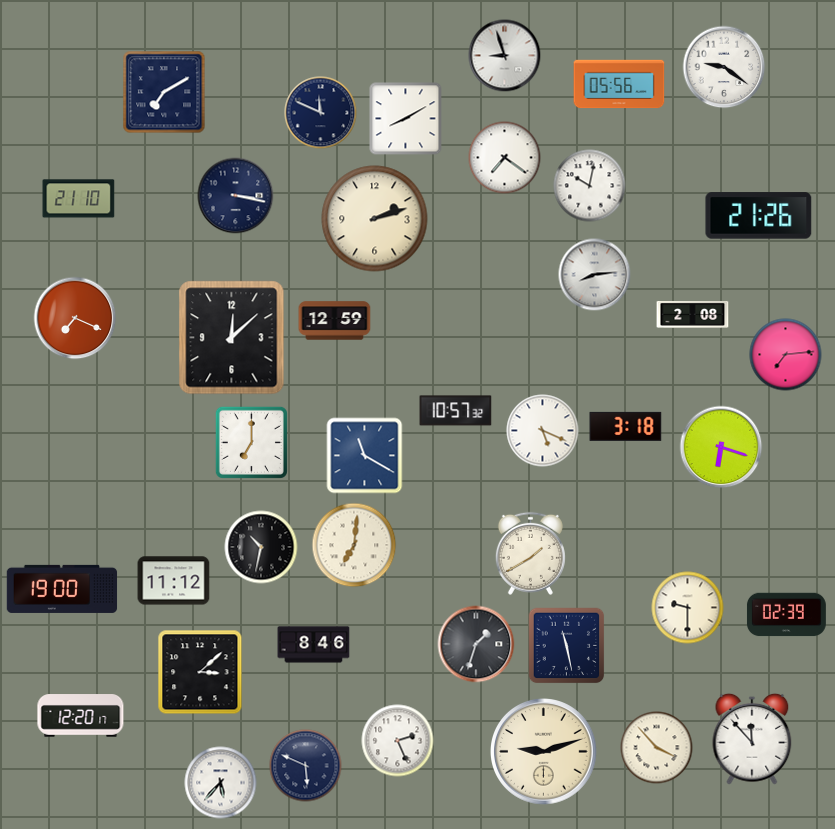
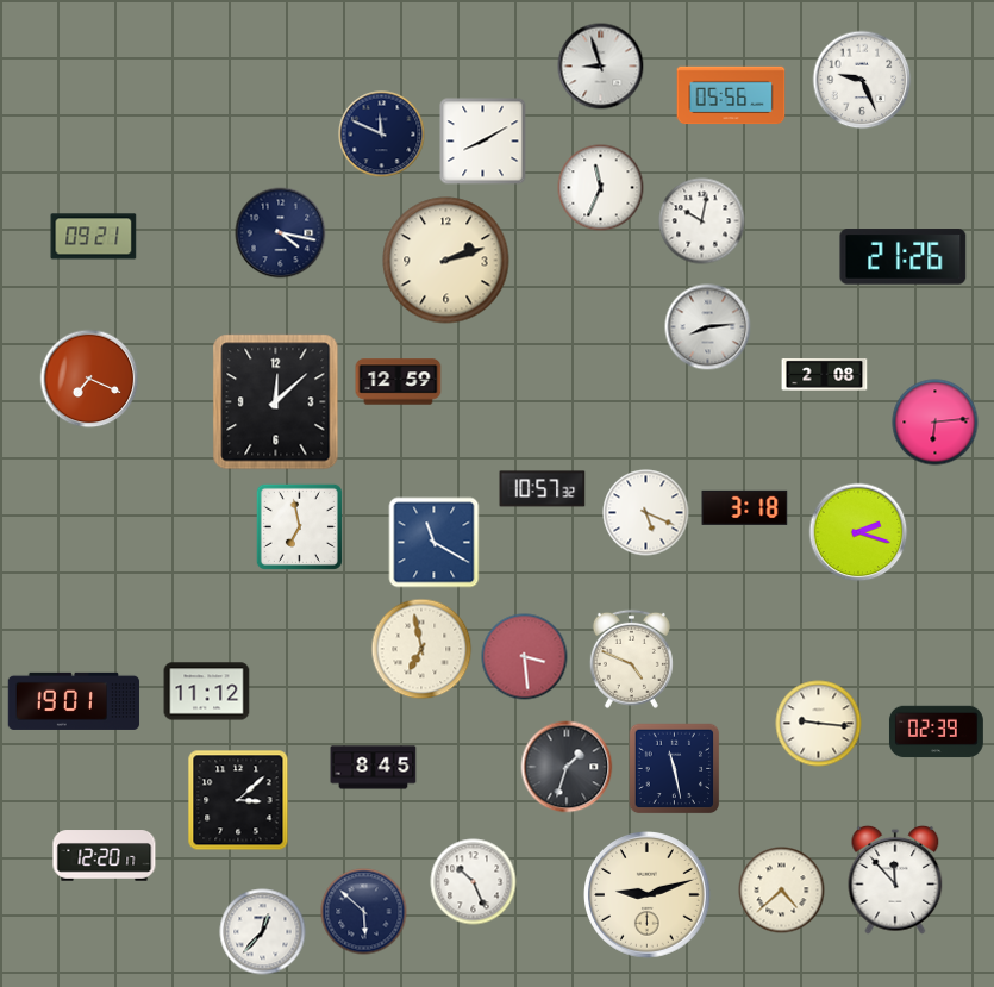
clock at (724, 67): 9:21 -> 9:26
clock at (619, 84) position: (619, 84) -> (731, 95)
clock at (164, 92): 7:10 -> none
clock at (505, 158): 7:21 -> 11:34
clock at (236, 196): 3:17 -> 4:17
clock at (79, 199): 21:10 -> 09:21
clock at (786, 355): 7:14 -> 6:14
clock at (251, 442): 7:00 -> 6:58
clock at (721, 447): 6:18 -> 2:18
clock at (354, 545): 7:01 -> 6:58
clock at (261, 547): 10:32 -> none
clock at (525, 657): none -> 3:29
clock at (530, 553): 1:40 -> 4:49
clock at (62, 589): 19:00 -> 19:01
clock at (688, 608): 9:30 -> 9:16
clock at (314, 645): 8:46 -> 8:45
clock at (81, 716) position: (81, 716) -> (105, 856)
clock at (398, 741): 2:26 -> 10:26
clock at (657, 748): 3:53 -> 4:38
clock at (306, 766): 5:49 -> 5:52
clock at (221, 783): 5:37 -> 12:37
